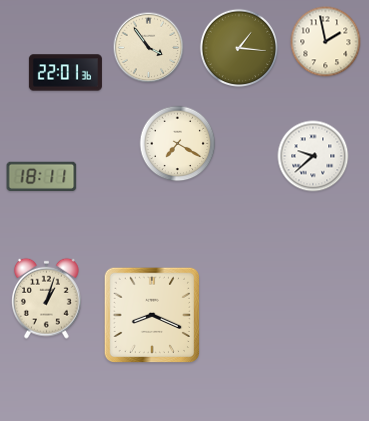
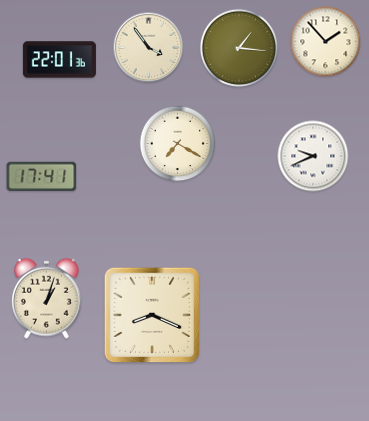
clock at (326, 42): 1:58 -> 1:53
clock at (65, 73) position: (65, 73) -> (59, 60)
clock at (313, 156): 9:38 -> 9:41
clock at (42, 177): 18:11 -> 17:41
